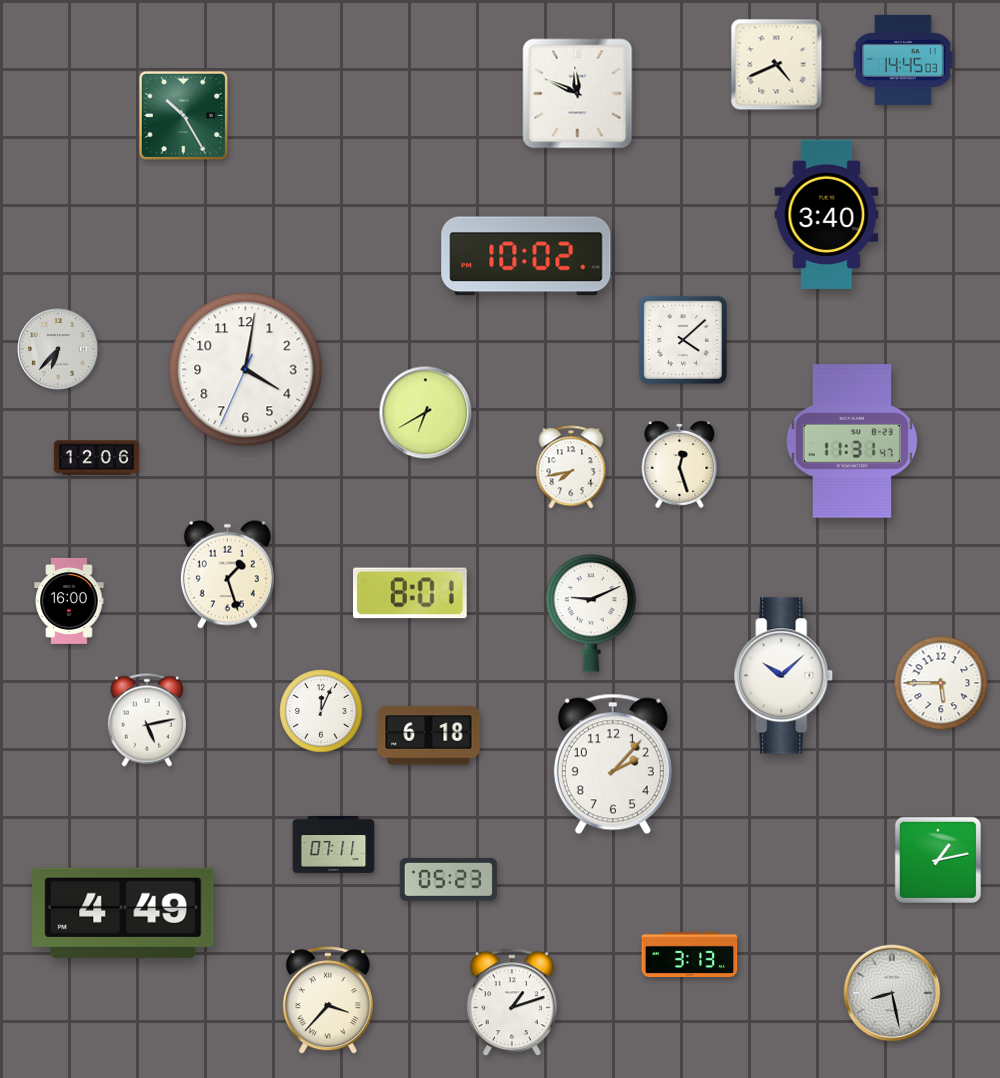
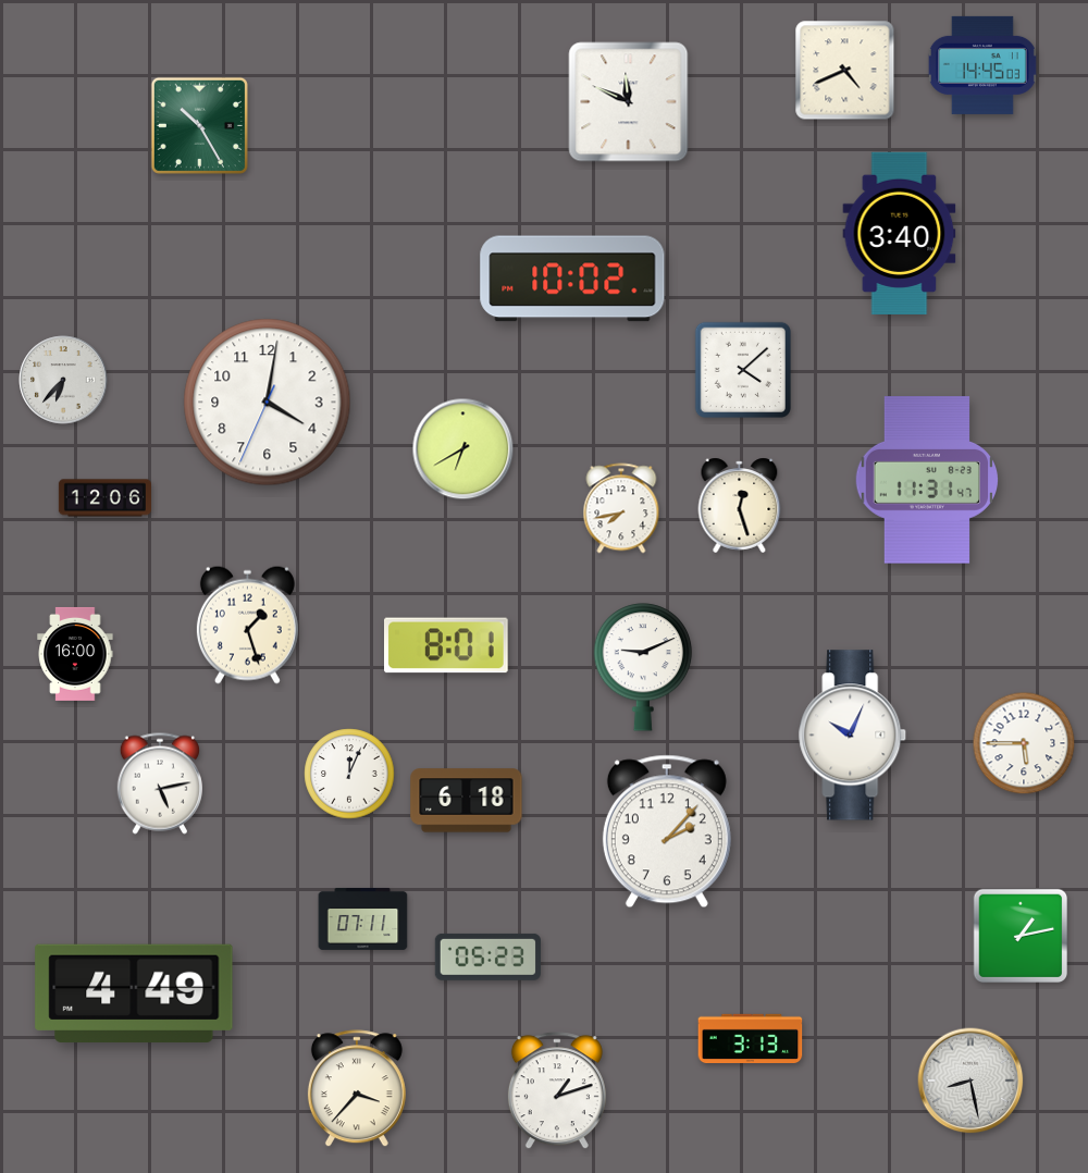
clock at (784, 676): 10:08 -> 10:04
